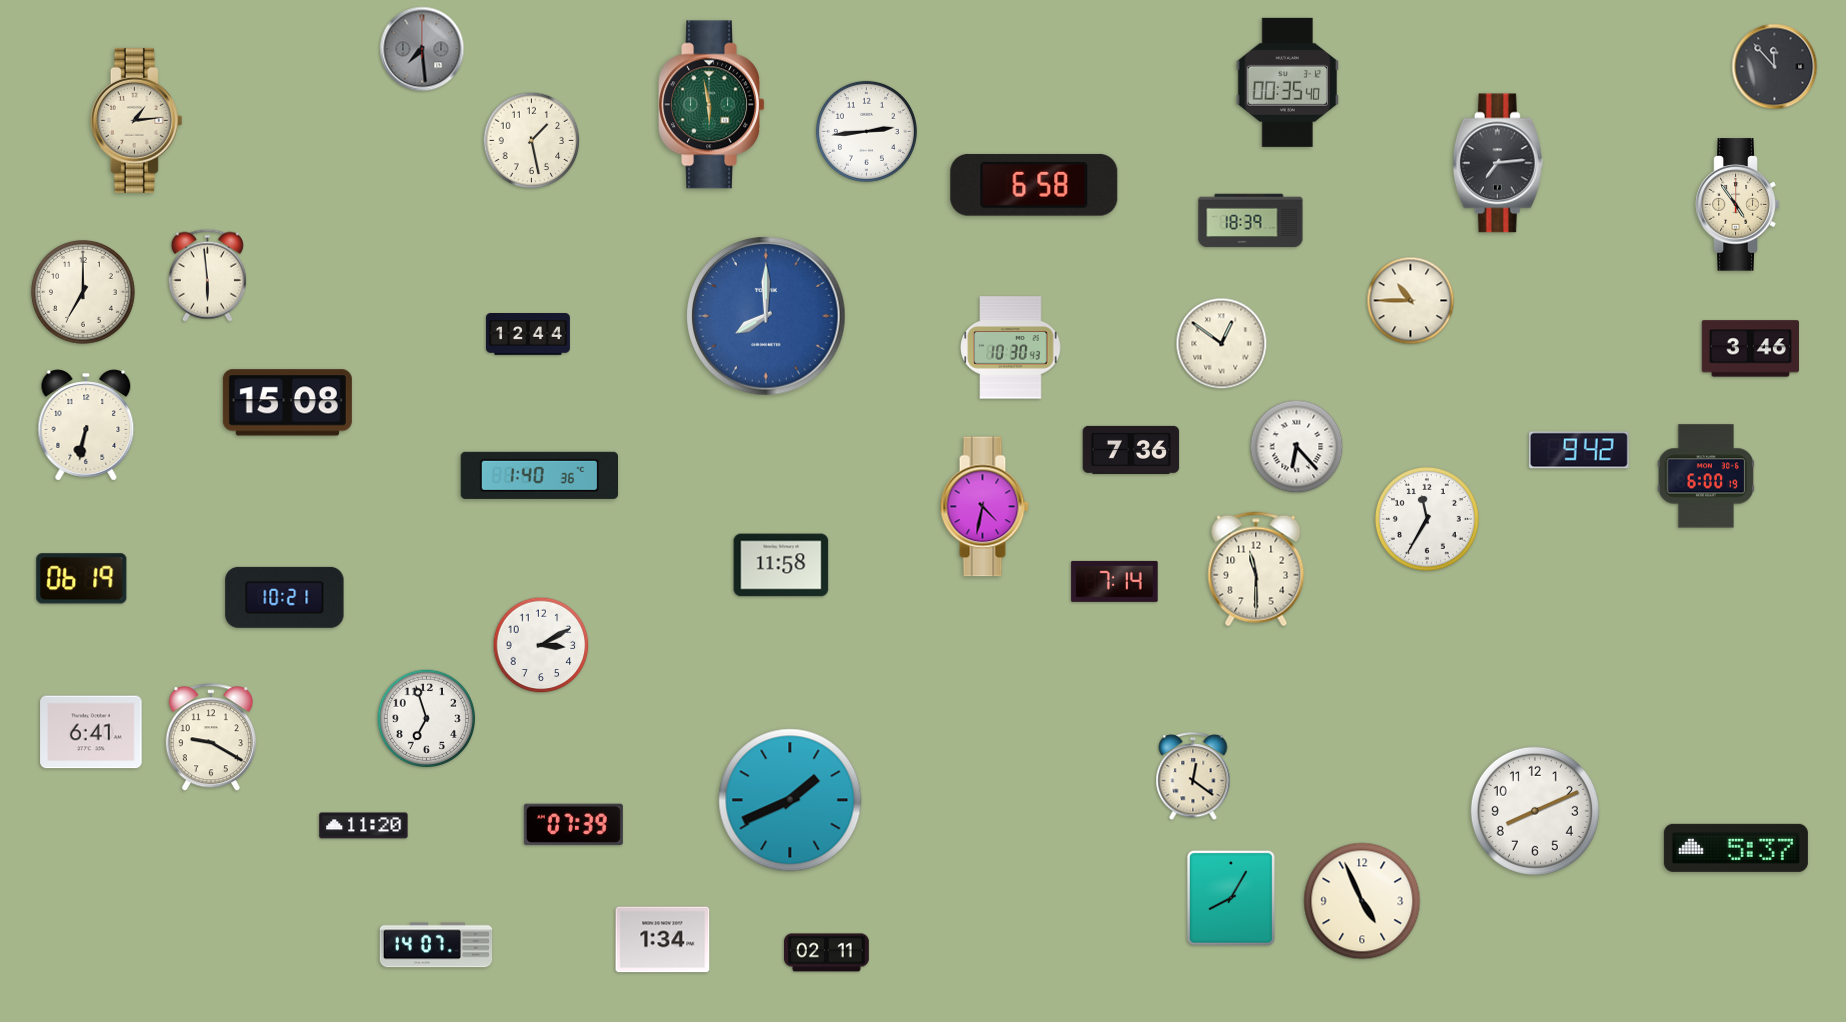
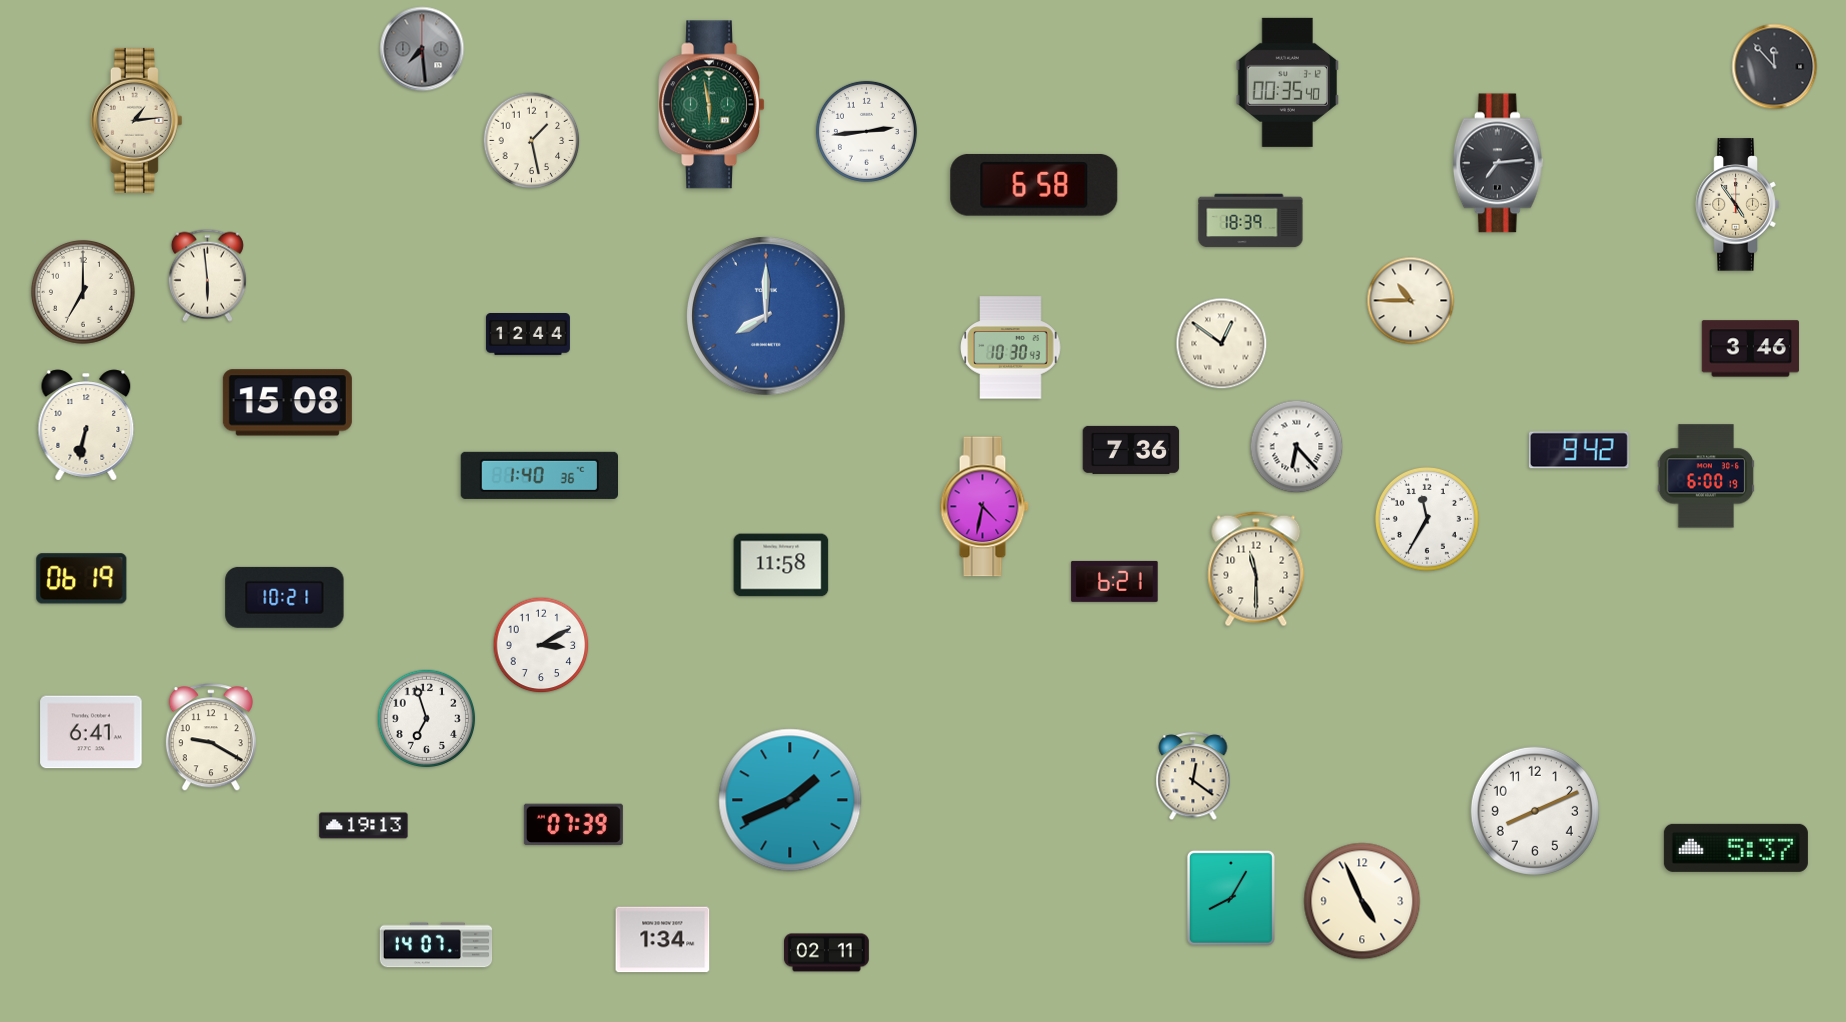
clock at (1115, 581): 7:14 -> 6:21
clock at (364, 826): 11:20 -> 19:13
